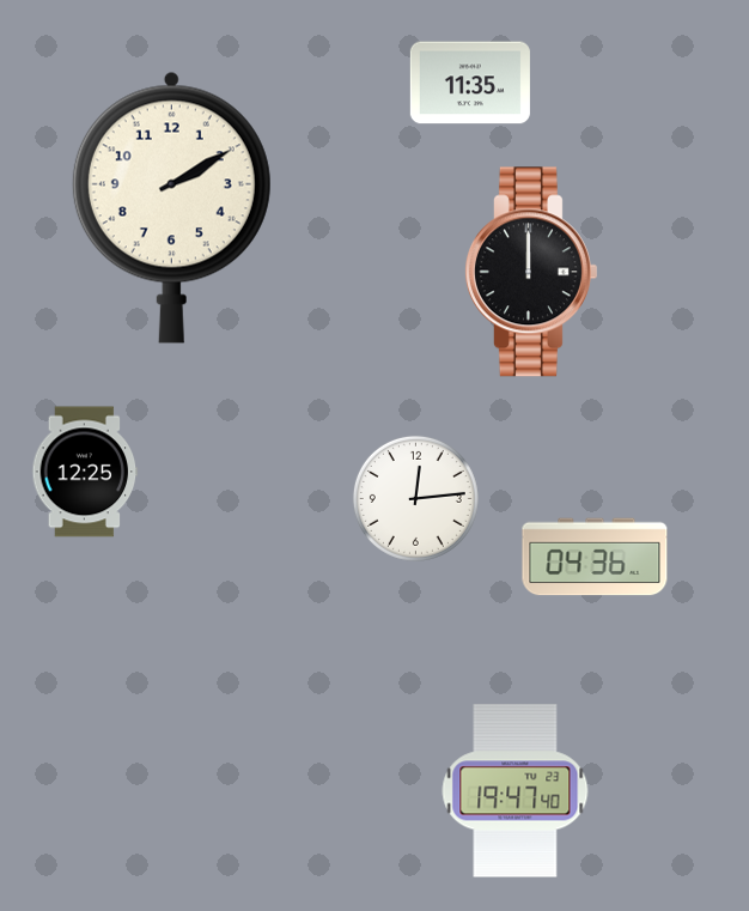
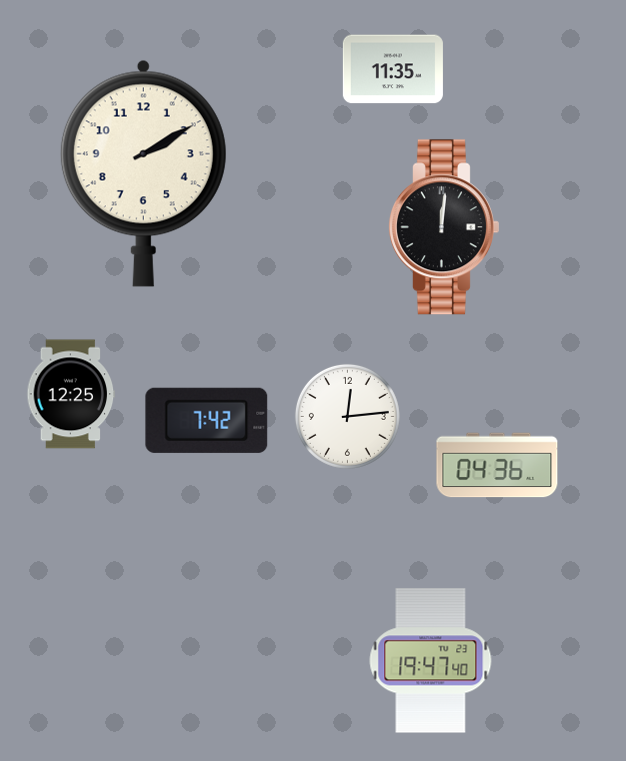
clock at (530, 272): 12:00 -> 12:01
clock at (207, 420): none -> 7:42
